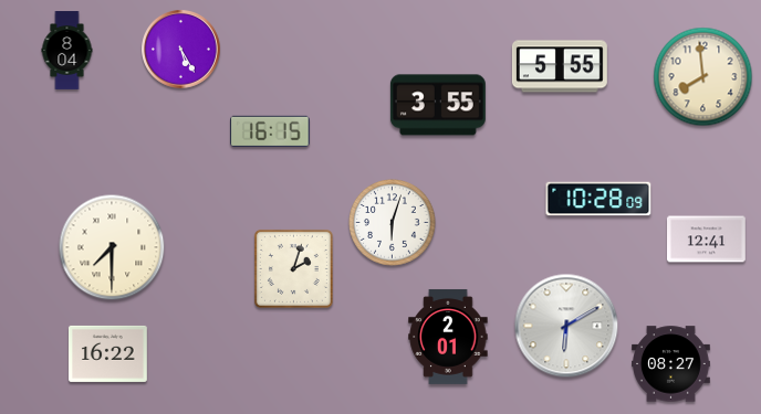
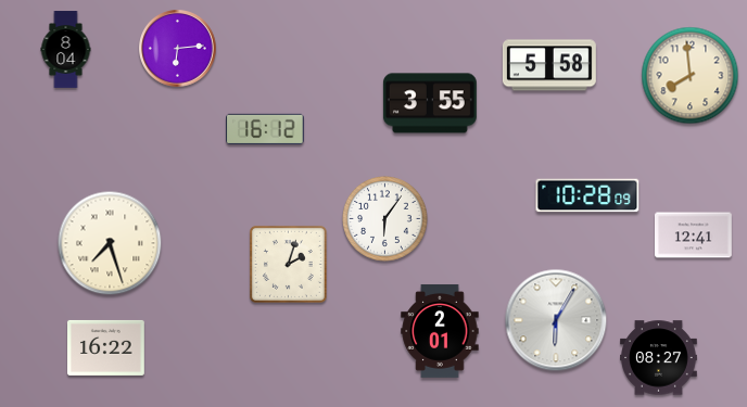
clock at (181, 50): 5:25 -> 6:14
clock at (560, 66): 5:55 -> 5:58
clock at (271, 131): 16:15 -> 16:12
clock at (393, 223): 6:03 -> 6:06
clock at (112, 247): 7:30 -> 7:27
clock at (566, 326): 6:10 -> 6:05
